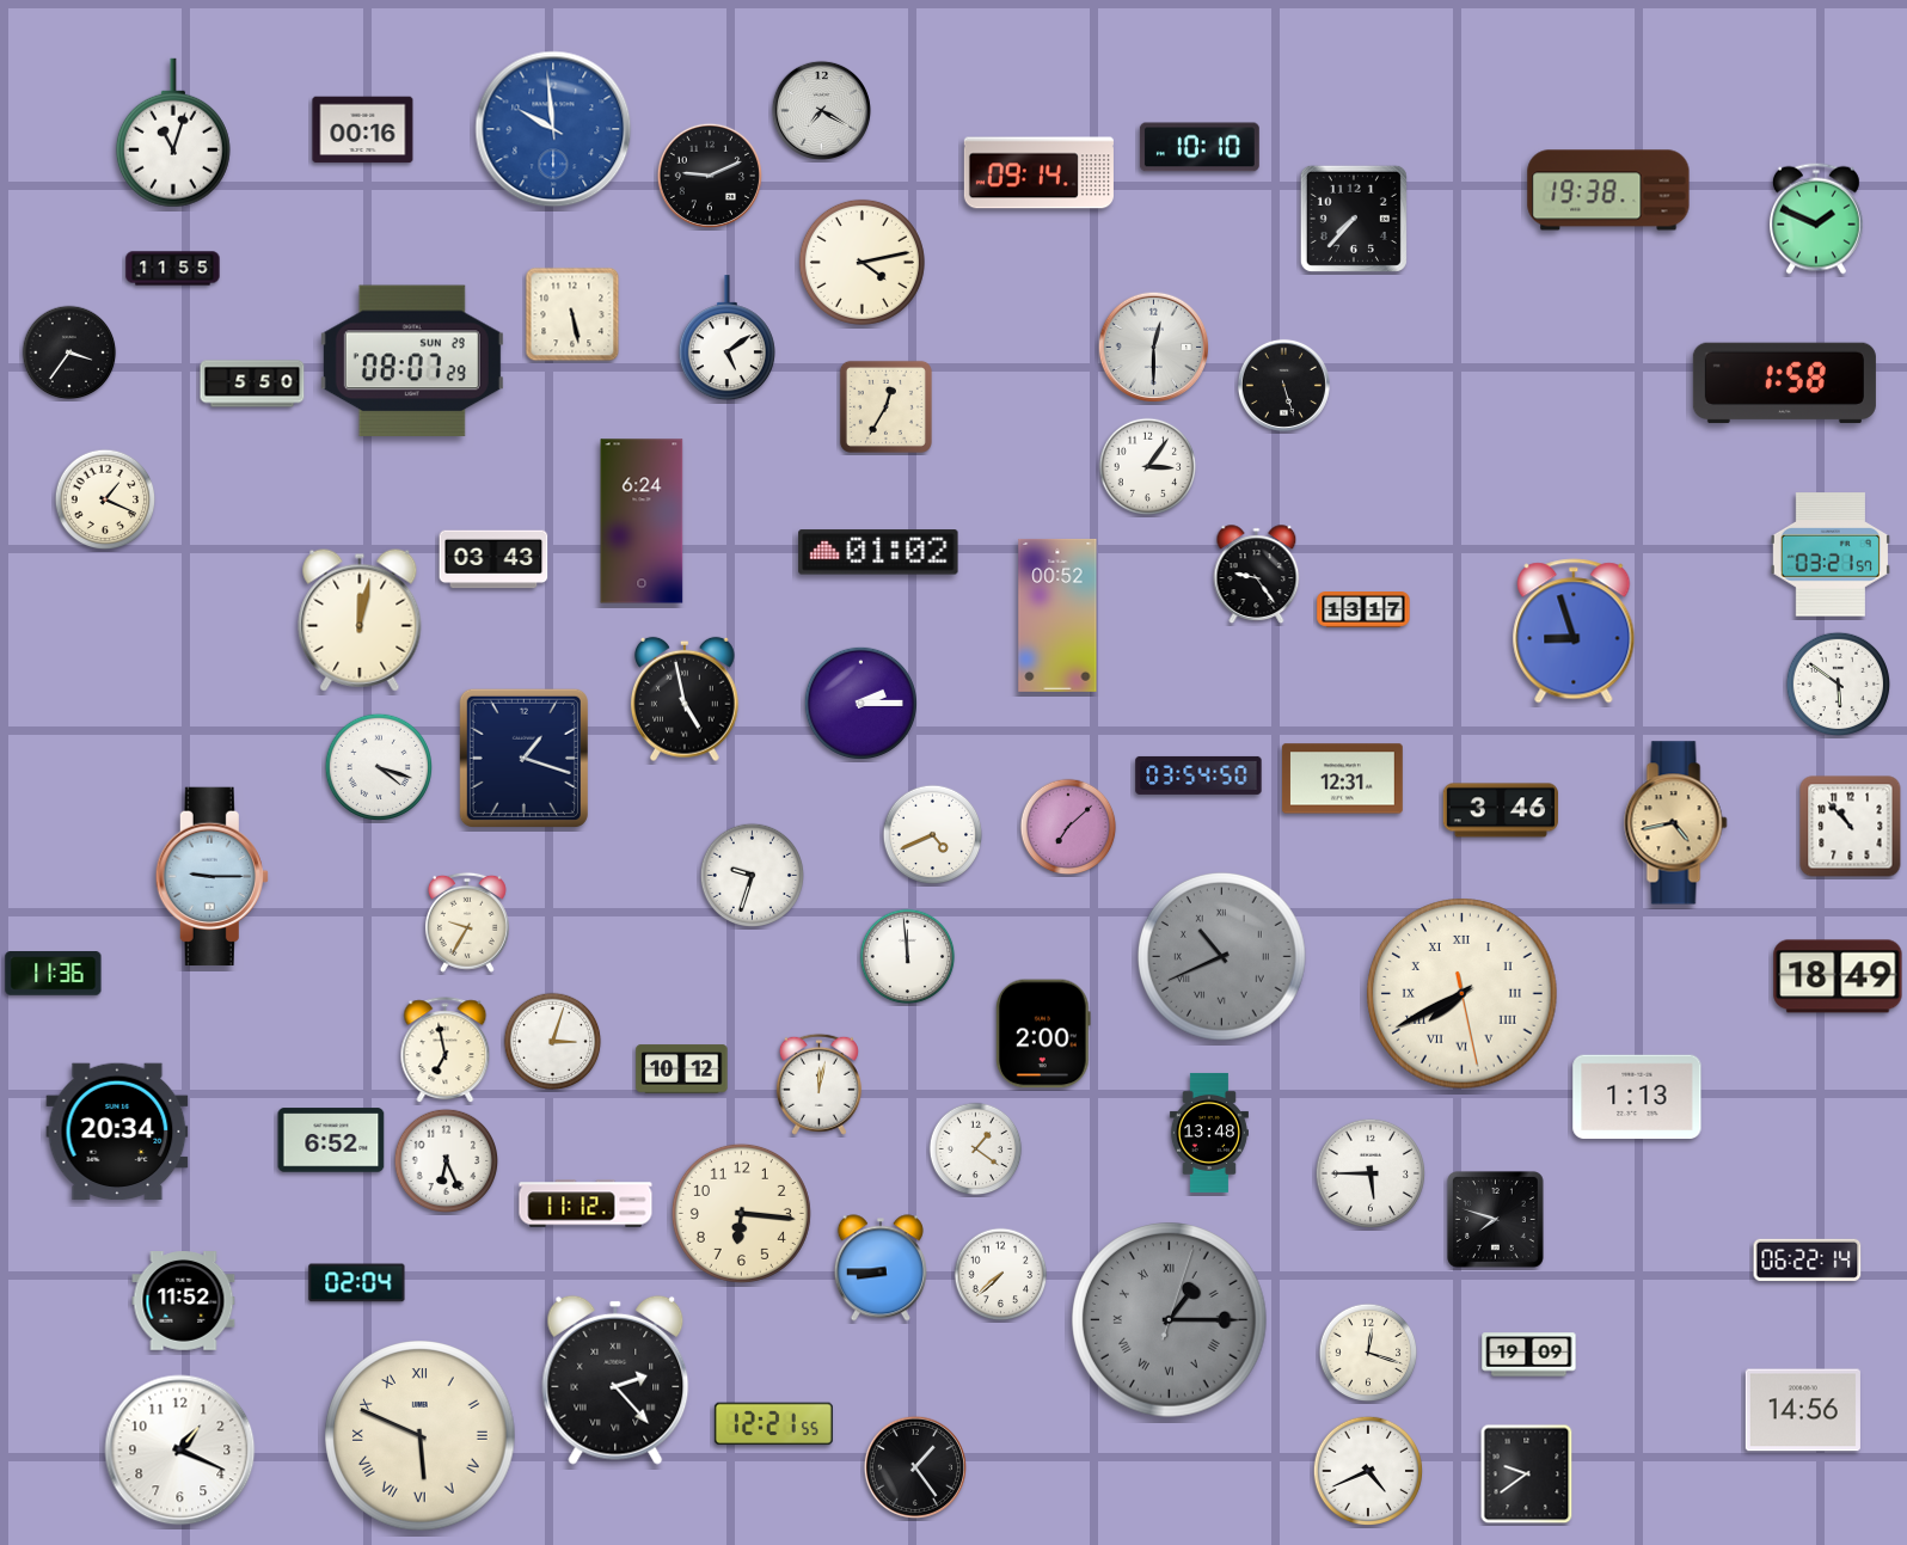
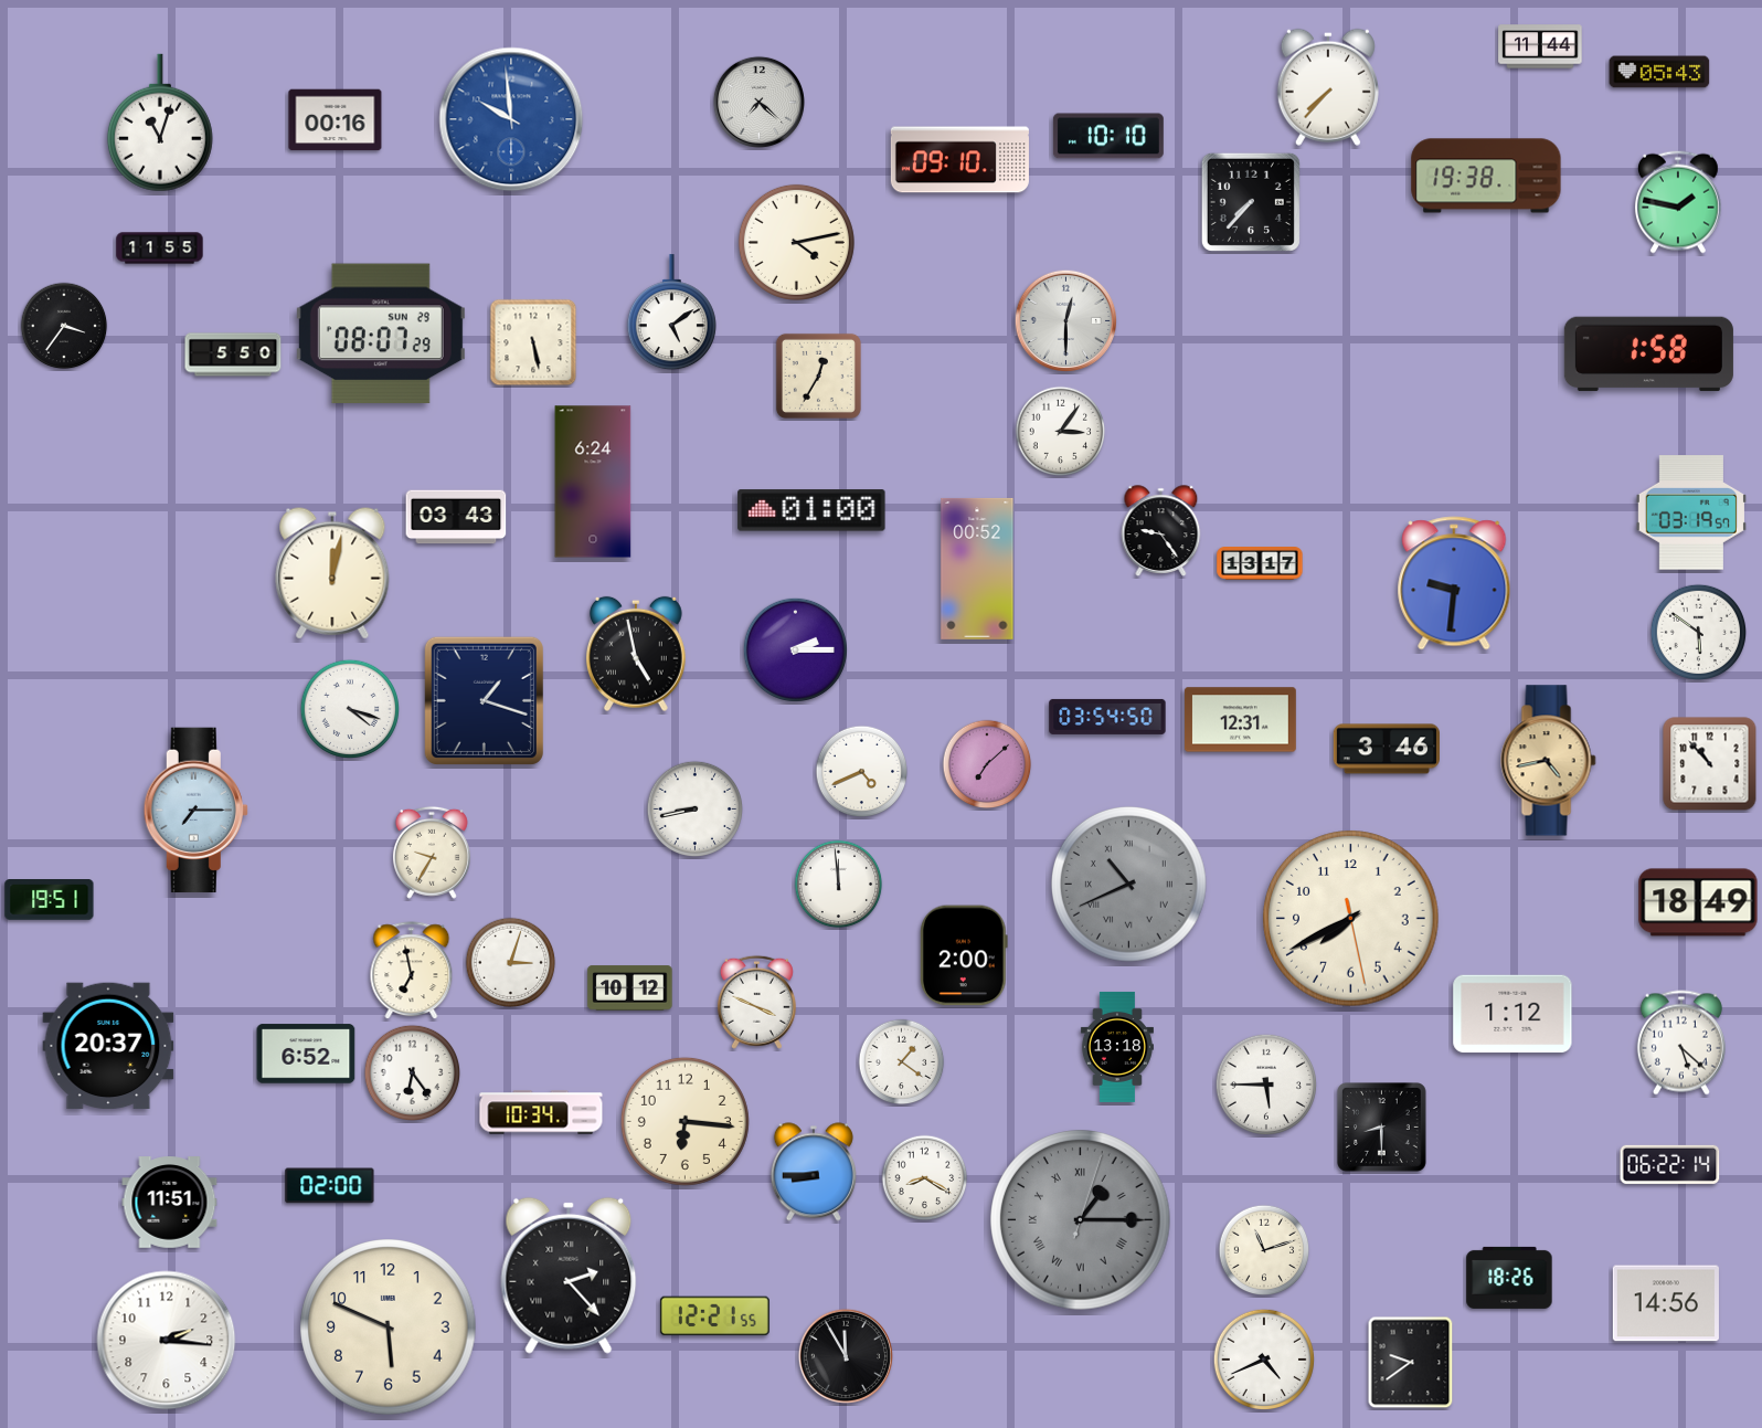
clock at (1540, 46): none -> 11:44
clock at (1659, 72): none -> 05:43
clock at (1328, 87): none -> 7:37
clock at (821, 110): 7:20 -> 7:22
clock at (1038, 173): 09:14 -> 09:10
clock at (709, 174): 9:11 -> none
clock at (1817, 219): 1:49 -> 1:47
clock at (572, 314) position: (572, 314) -> (533, 342)
clock at (1283, 385): 5:27 -> none
clock at (105, 499): 1:19 -> none
clock at (878, 552): 01:02 -> 01:00
clock at (1831, 554): 03:21 -> 03:19
clock at (1574, 631): 8:57 -> 9:31
clock at (685, 699) position: (685, 699) -> (636, 654)
clock at (753, 876): 9:33 -> 8:43
clock at (211, 877): 9:15 -> 7:15
clock at (54, 974): 11:36 -> 19:51
clock at (1463, 994) numerals: Roman -> Arabic
clock at (818, 1084): 12:02 -> 3:49
clock at (1637, 1097): 1:13 -> 1:12
clock at (1681, 1043): none -> 5:22
clock at (117, 1132): 20:34 -> 20:37
clock at (1209, 1133): 13:48 -> 13:18
clock at (447, 1161): 6:26 -> 6:24
clock at (585, 1203): 11:12 -> 10:34
clock at (1496, 1220): 7:48 -> 8:30
clock at (1001, 1275): 7:38 -> 8:20
clock at (357, 1283): 02:04 -> 02:00
clock at (184, 1301): 11:52 -> 11:51
clock at (1368, 1353): 12:18 -> 11:12
clock at (1529, 1355): 19:09 -> none
clock at (1509, 1278): none -> 18:26
clock at (421, 1436) numerals: Roman -> Arabic
clock at (180, 1451): 1:19 -> 2:16
clock at (915, 1467): 1:24 -> 11:55
